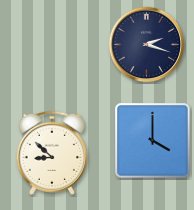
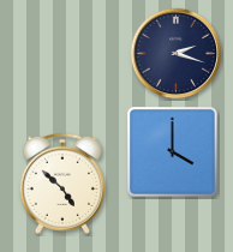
clock at (153, 141) position: (153, 141) -> (173, 152)
clock at (52, 153): 8:52 -> 4:52
